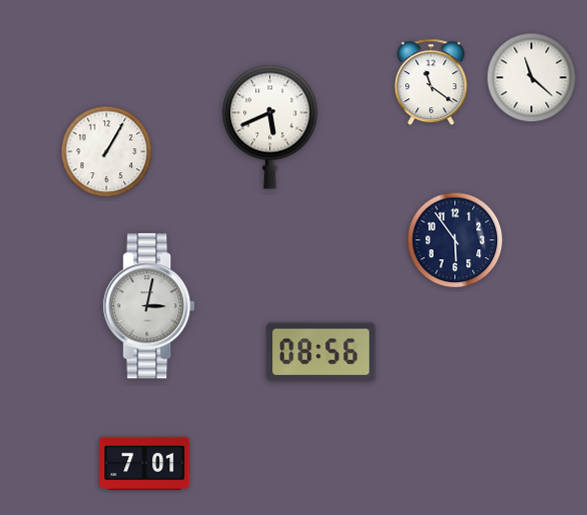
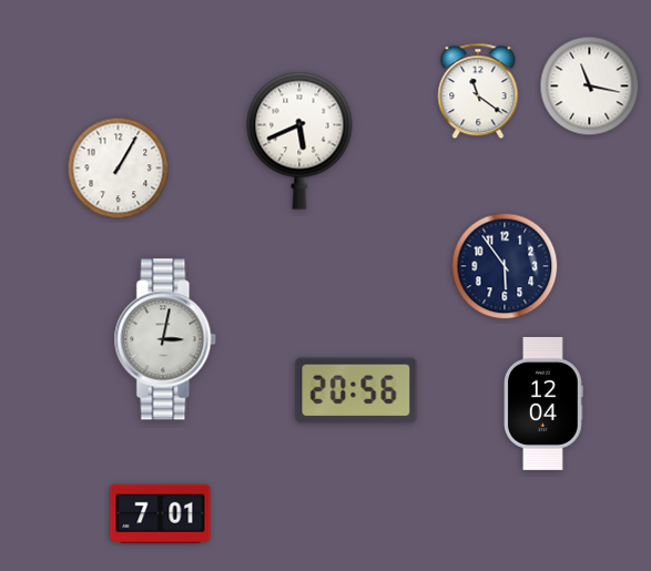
clock at (532, 78): 11:22 -> 11:17
clock at (321, 352): 08:56 -> 20:56
clock at (543, 404): none -> 12:04
